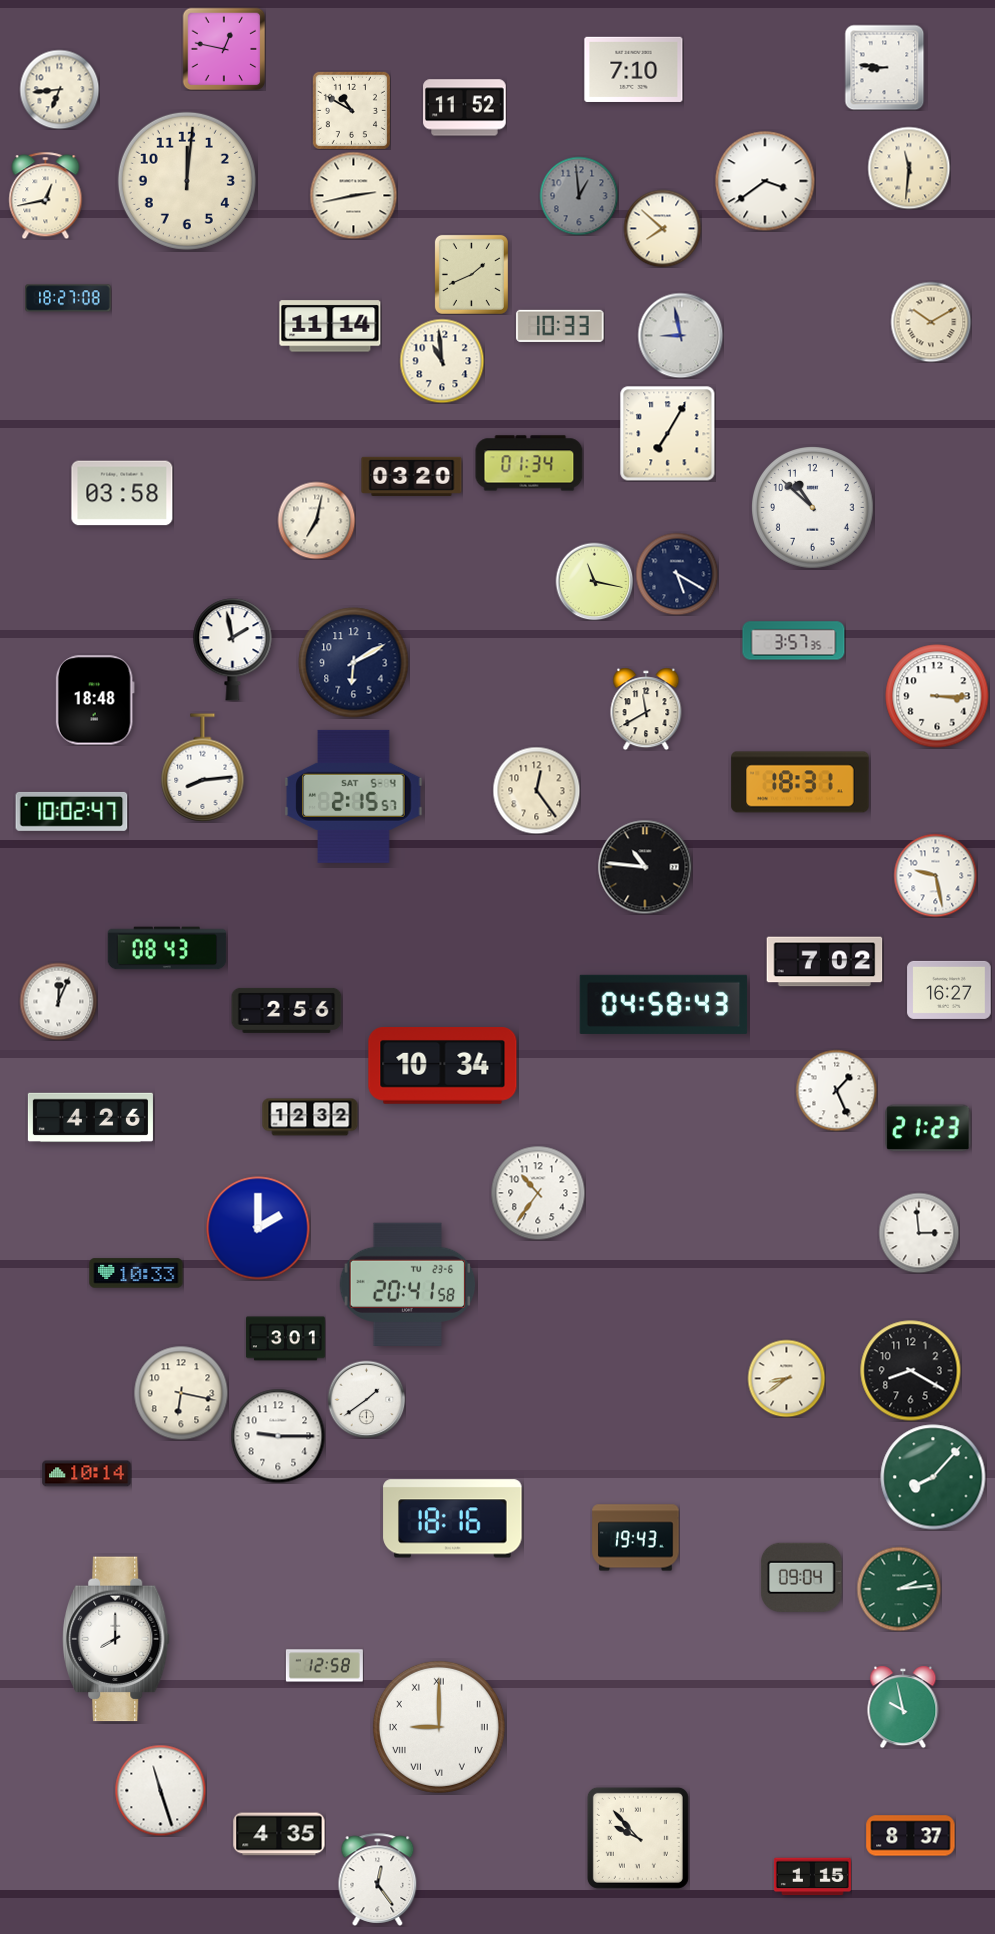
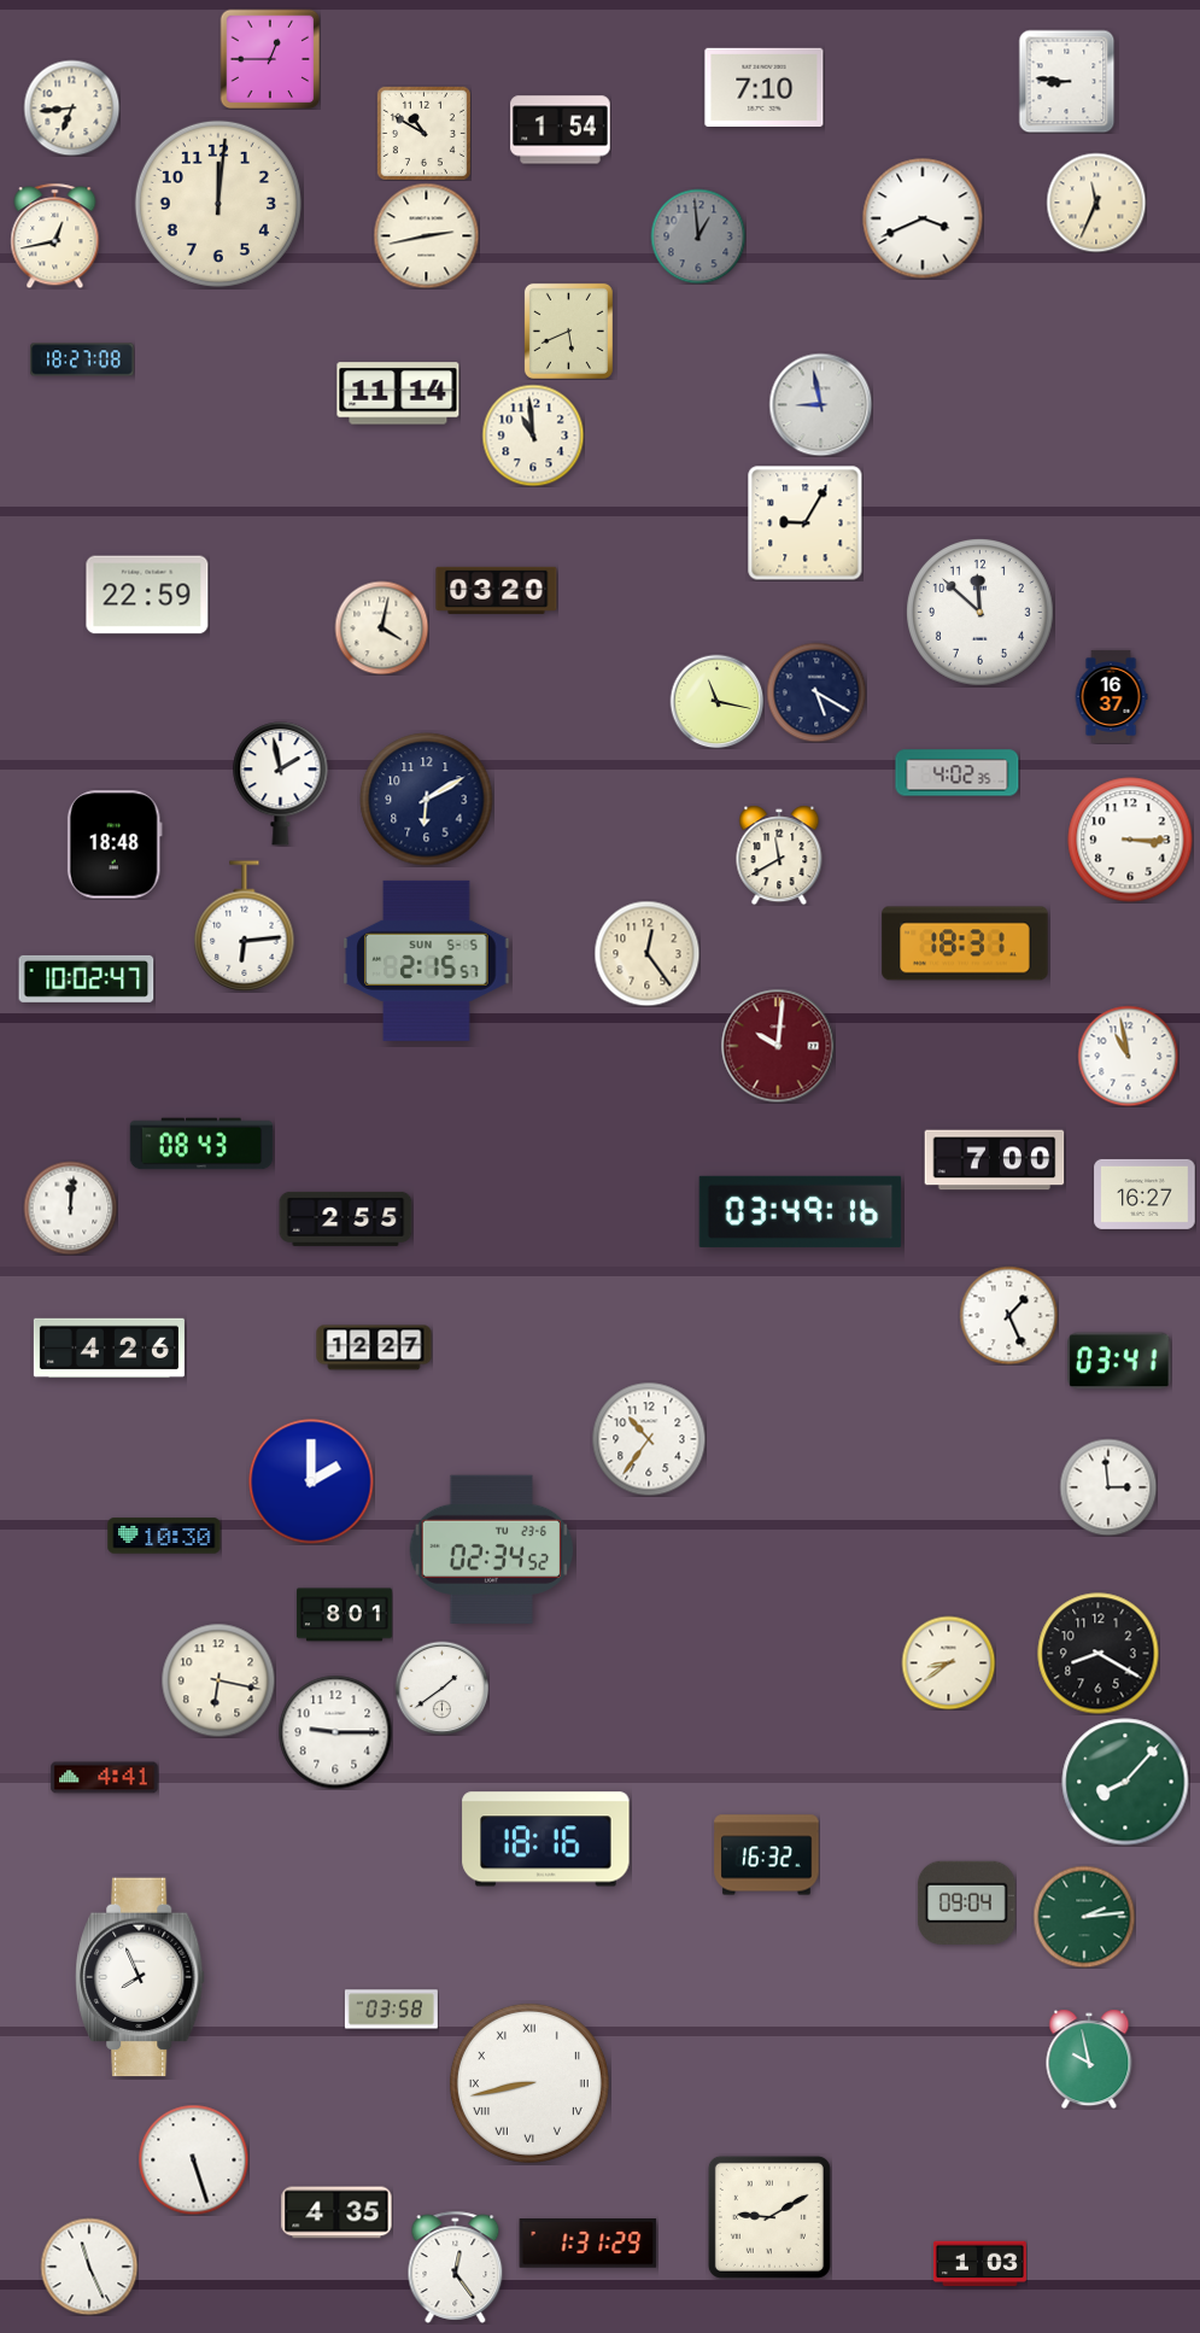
clock at (224, 49): 12:47 -> 12:45
clock at (634, 69) position: (634, 69) -> (765, 87)
clock at (465, 108): 11:52 -> 1:54
clock at (909, 168): 11:31 -> 11:34
clock at (187, 181) position: (187, 181) -> (218, 204)
clock at (765, 181): 3:39 -> 3:41
clock at (662, 228): 7:52 -> none
clock at (471, 274): 1:41 -> 5:41
clock at (931, 322): 10:10 -> none
clock at (560, 326): 10:33 -> none
clock at (667, 433): 7:05 -> 9:05
clock at (529, 463): 01:34 -> none
clock at (412, 476) position: (412, 476) -> (497, 590)
clock at (122, 493): 03:58 -> 22:59
clock at (813, 508): 10:52 -> 11:52
clock at (316, 520): 7:02 -> 4:02
clock at (1111, 696): none -> 16:37
clock at (794, 641): 3:57 -> 4:02
clock at (203, 768): 8:14 -> 6:14
clock at (354, 796) date: SAT 5-4 -> SUN 5-5
clock at (645, 867): 10:46 -> 10:01
clock at (645, 867) dial: black -> burgundy
clock at (935, 875): 9:28 -> 10:58
clock at (825, 962): 7:02 -> 7:00
clock at (58, 1001): 12:04 -> 12:01
clock at (664, 1004): 04:58 -> 03:49
clock at (287, 1010): 2:56 -> 2:55
clock at (443, 1066): 10:34 -> none
clock at (310, 1117): 12:32 -> 12:27
clock at (928, 1128): 21:23 -> 03:41
clock at (136, 1273): 10:33 -> 10:30
clock at (408, 1284): 20:41 -> 02:34
clock at (285, 1339): 3:01 -> 8:01
clock at (87, 1474): 10:14 -> 4:41
clock at (453, 1519) position: (453, 1519) -> (546, 1840)
clock at (636, 1538): 19:43 -> 16:32
clock at (116, 1639): 8:00 -> 7:56
clock at (324, 1666): 12:58 -> 03:58
clock at (439, 1727): 9:00 -> 8:43
clock at (160, 1790): 11:27 -> 5:27
clock at (911, 1836): 8:37 -> none
clock at (638, 1838): 9:53 -> 9:10
clock at (589, 2244): none -> 1:31
clock at (812, 1877): 1:15 -> 1:03
clock at (89, 2267): none -> 11:26
